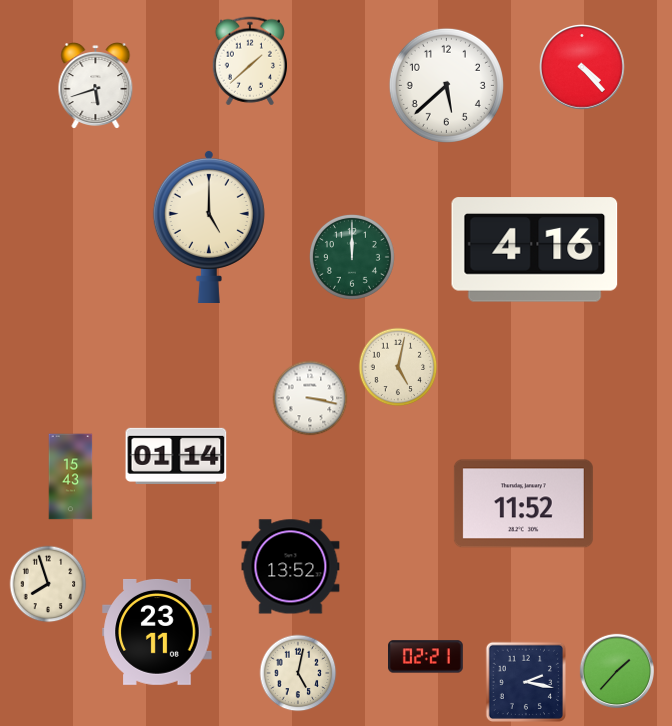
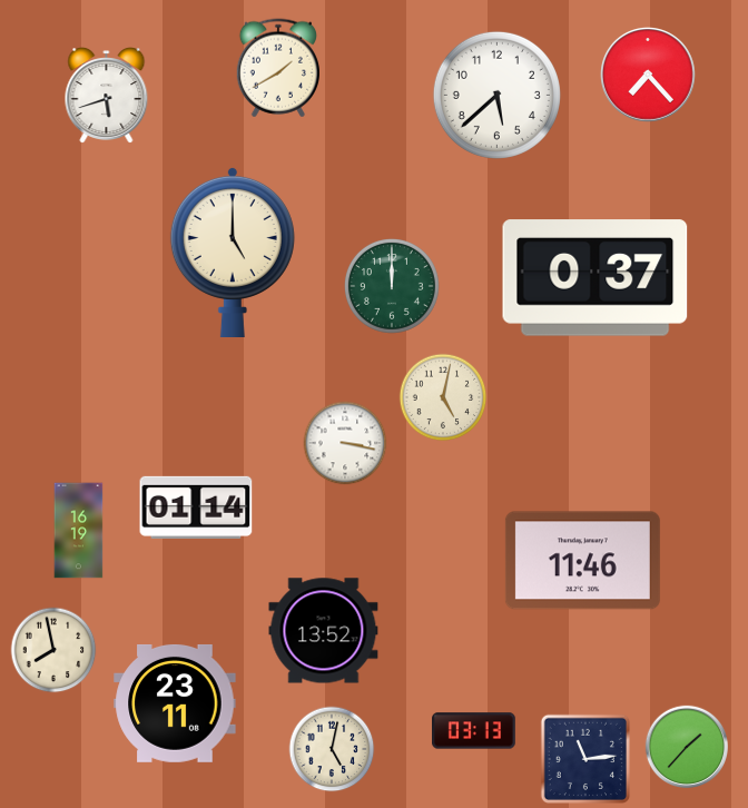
clock at (249, 61): 1:38 -> 1:40
clock at (583, 68): 4:23 -> 7:23
clock at (535, 250): 4:16 -> 0:37
clock at (398, 367) position: (398, 367) -> (443, 397)
clock at (71, 477): 15:43 -> 16:19
clock at (523, 504): 11:52 -> 11:46
clock at (48, 584): 7:57 -> 7:58
clock at (426, 657): 02:21 -> 03:13
clock at (525, 681): 2:17 -> 11:14
